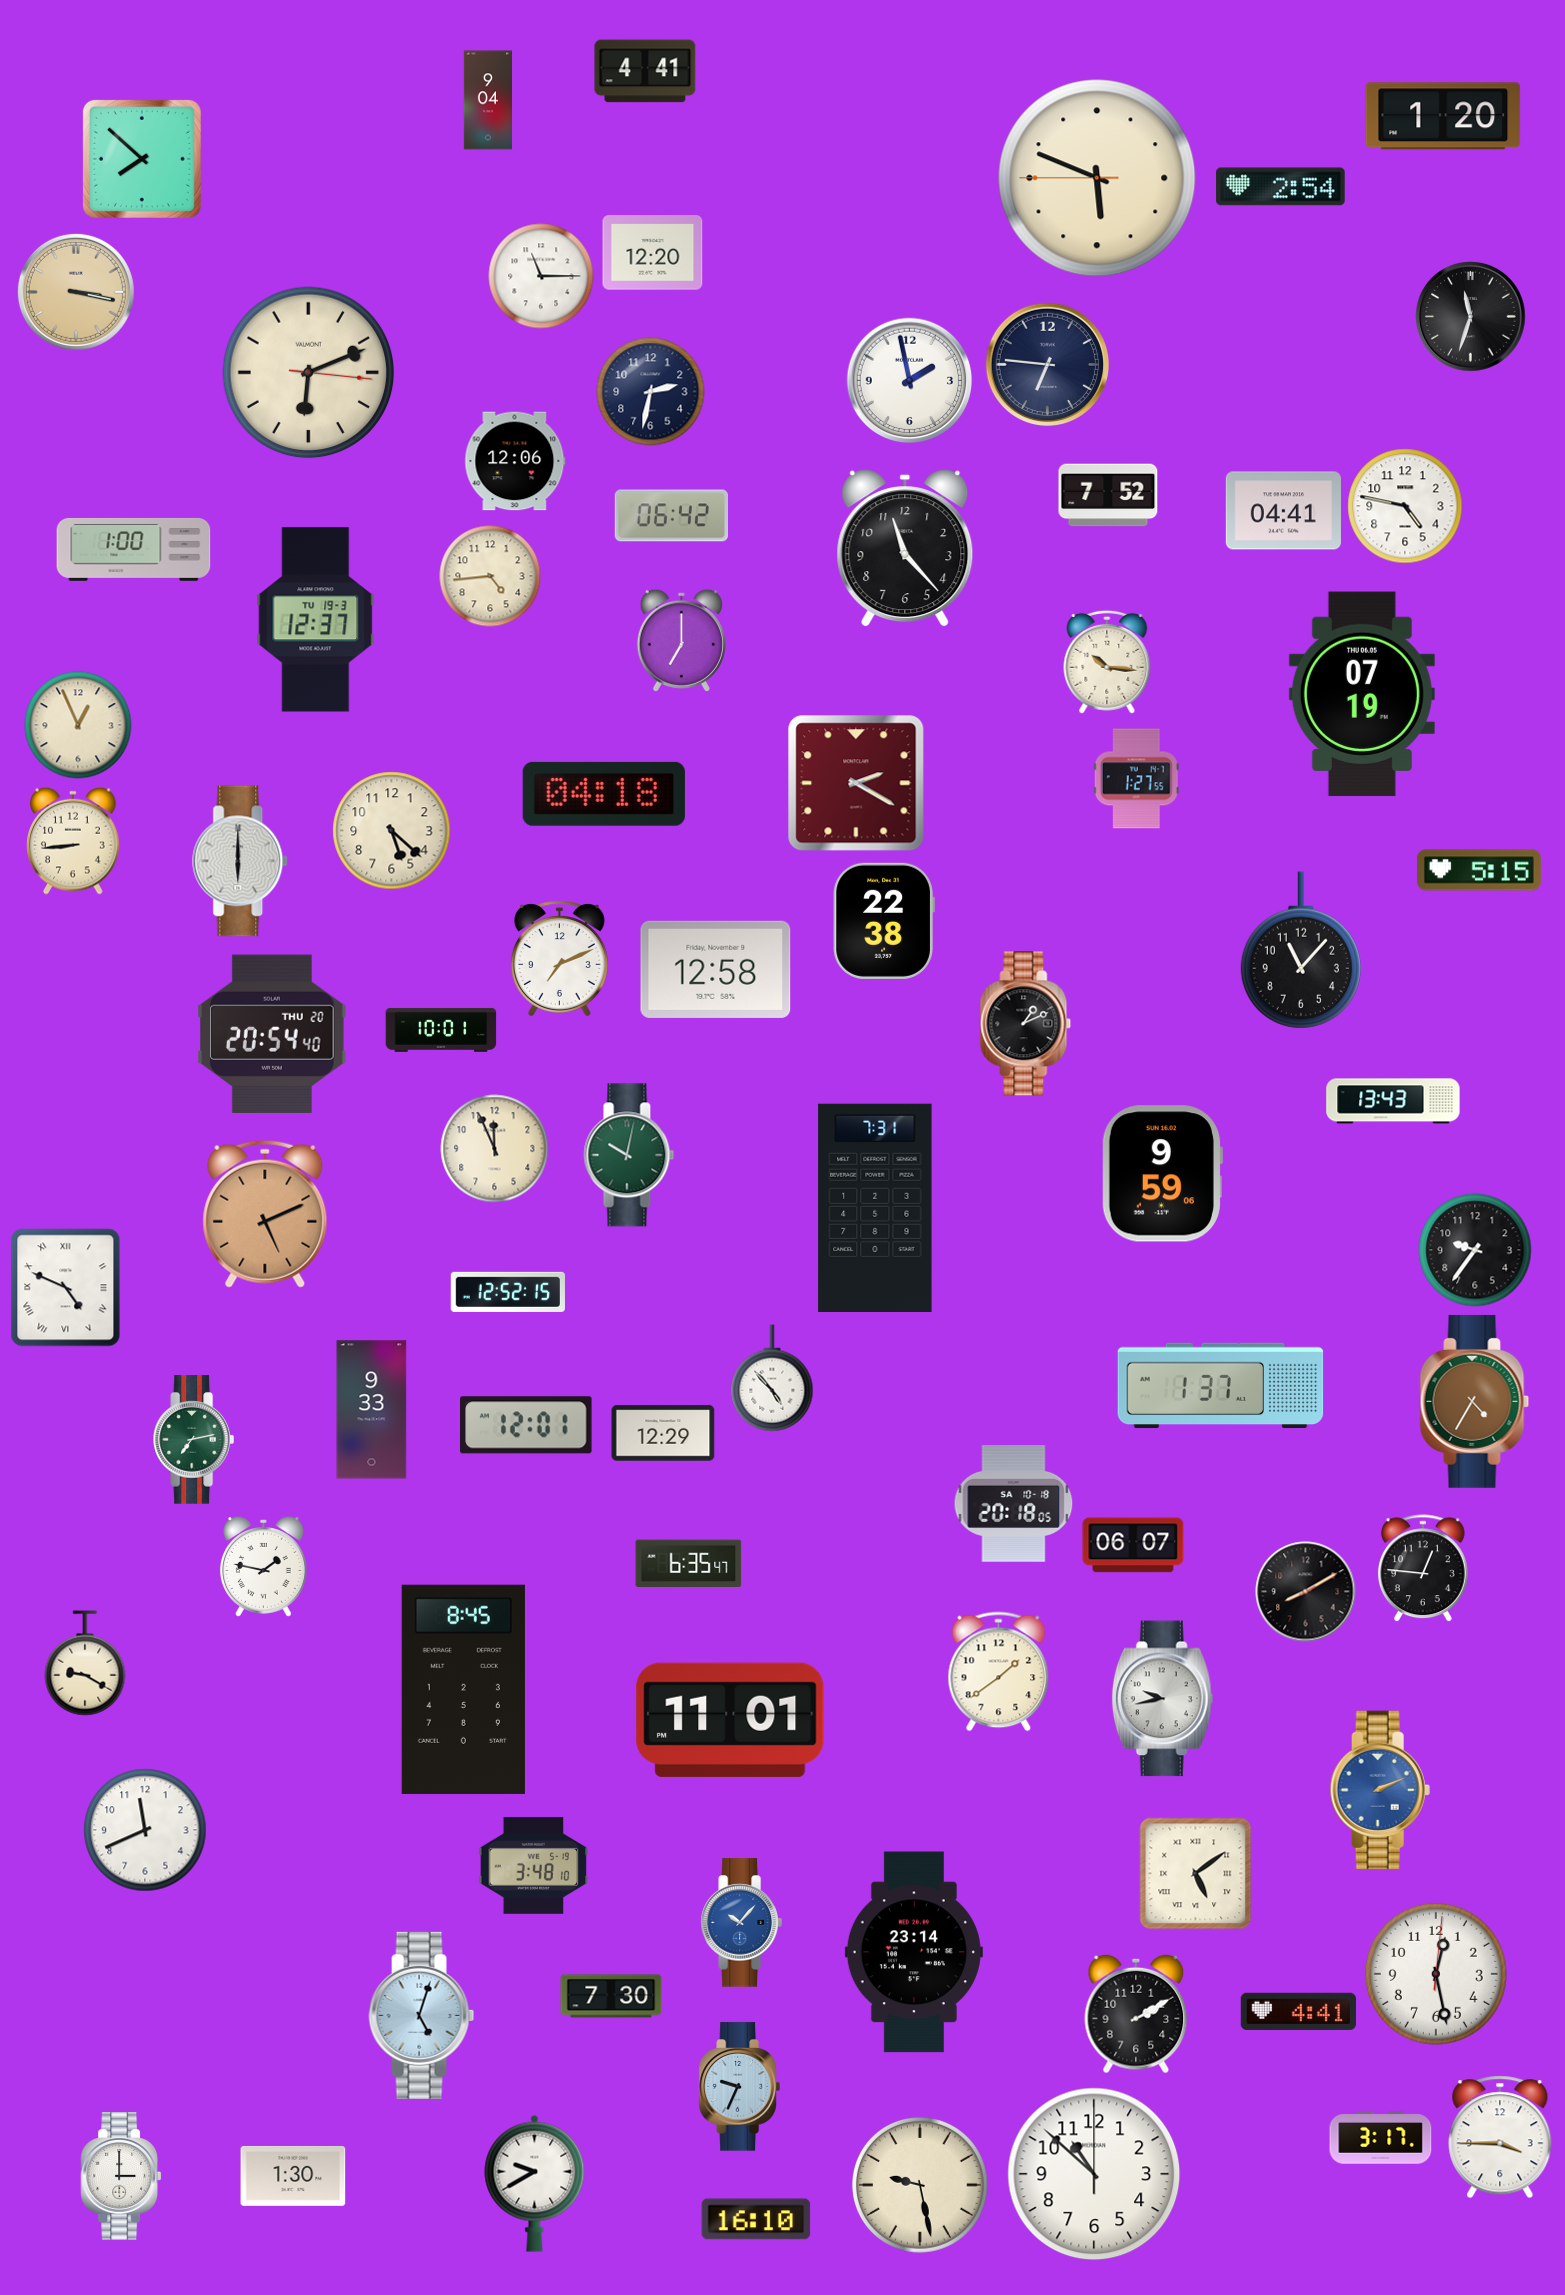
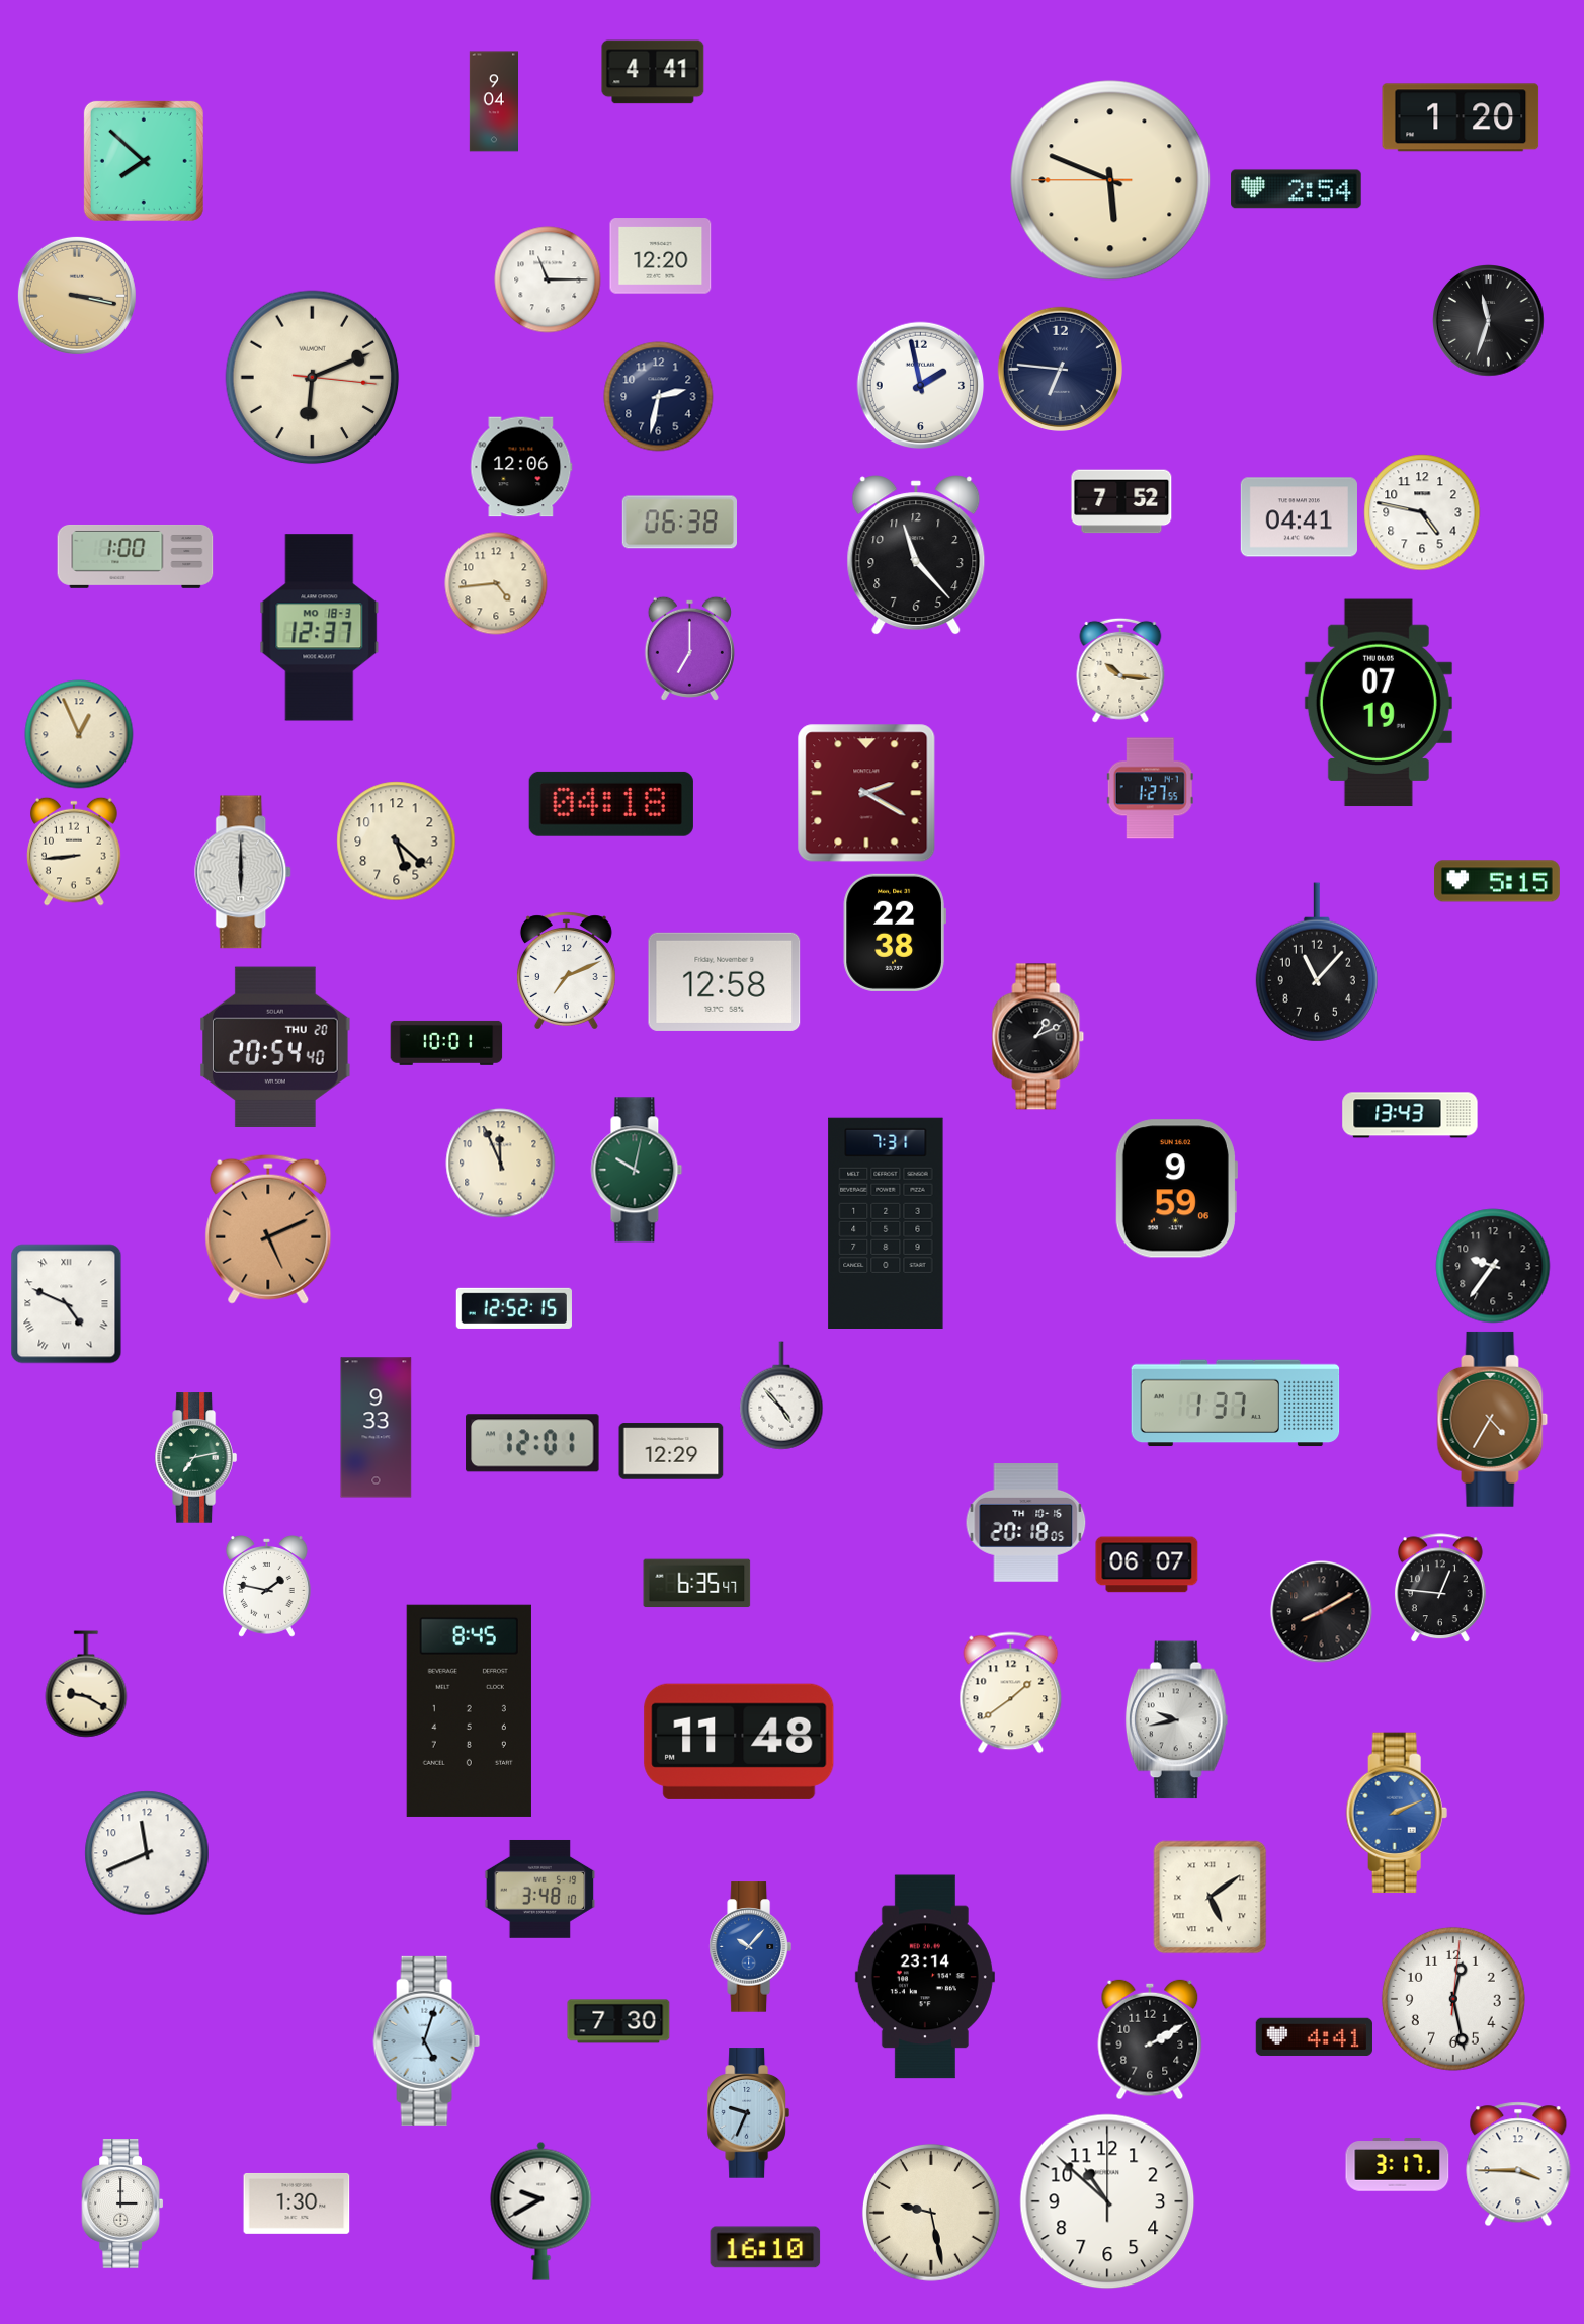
clock at (671, 516): 06:42 -> 06:38
clock at (316, 620) date: TU 19-3 -> MO 18-3
clock at (1014, 1504) date: SA 10-18 -> TH 10-16
clock at (730, 1720): 11:01 -> 11:48
